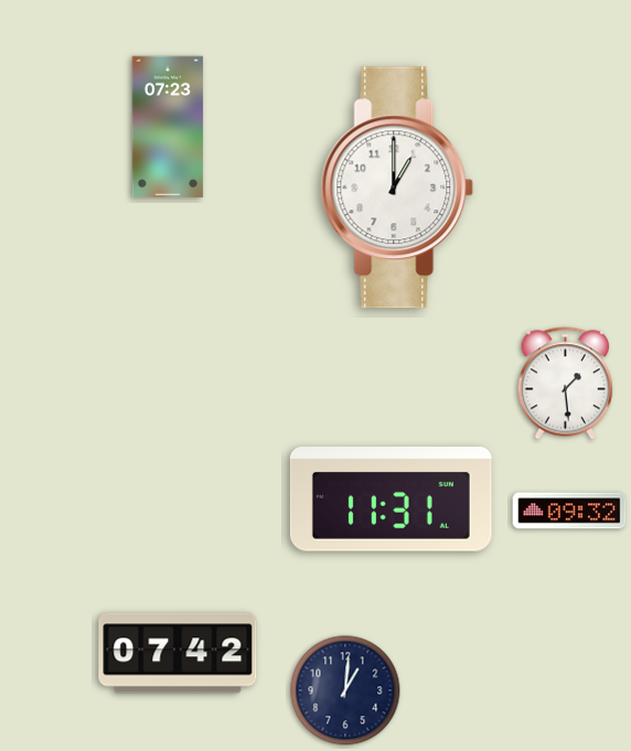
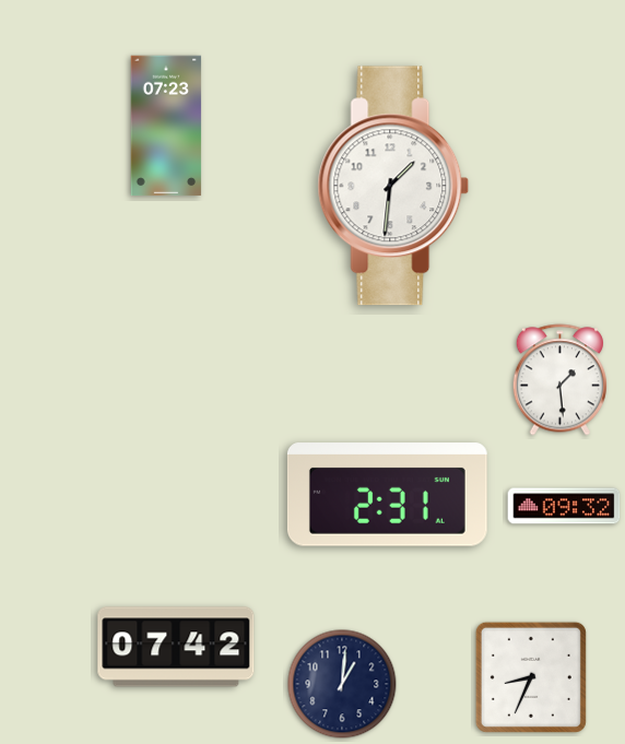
clock at (397, 187): 1:00 -> 1:31
clock at (391, 500): 11:31 -> 2:31
clock at (531, 677): none -> 8:34
